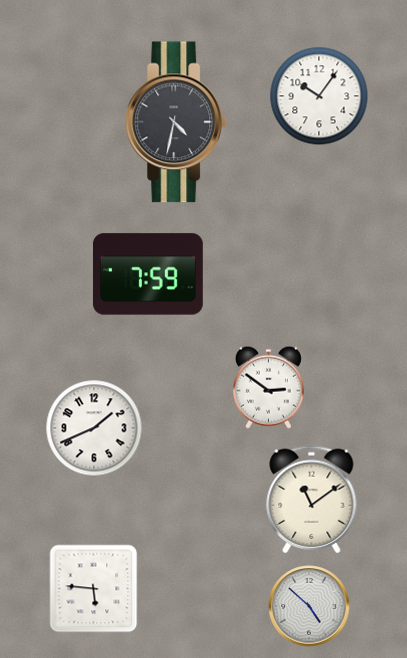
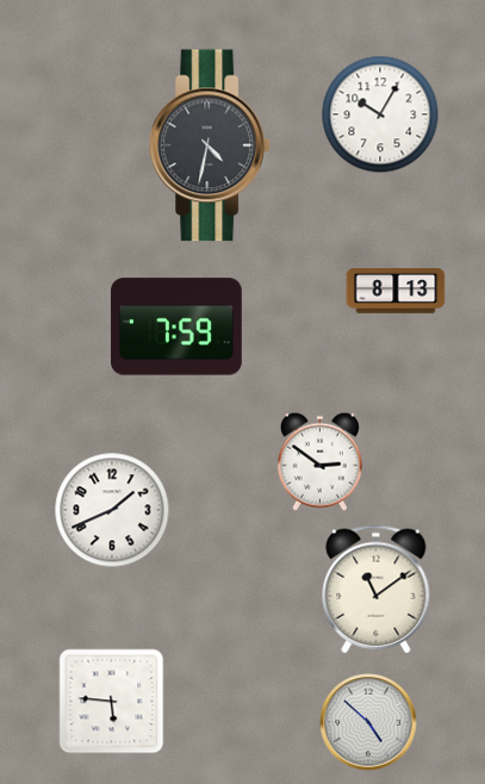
clock at (319, 96): 10:06 -> 10:05
clock at (396, 291): none -> 8:13
clock at (312, 500) position: (312, 500) -> (377, 590)
